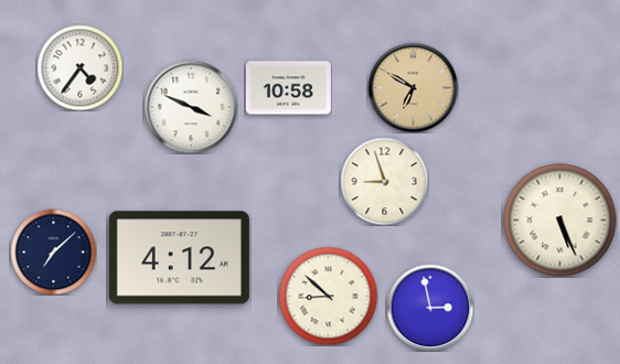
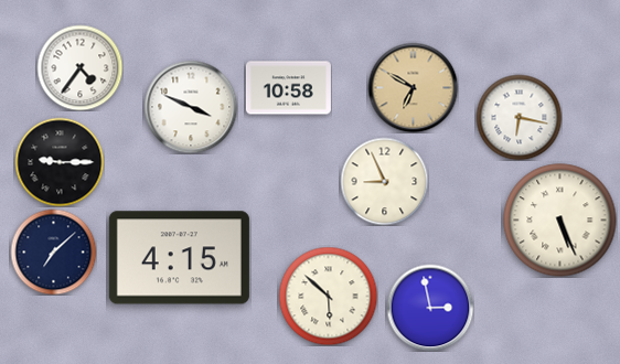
clock at (519, 117): none -> 6:17
clock at (60, 162): none -> 9:15
clock at (384, 181): 8:57 -> 8:56
clock at (179, 258): 4:12 -> 4:15
clock at (328, 296): 8:52 -> 5:52
